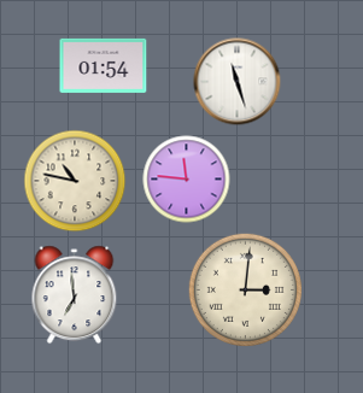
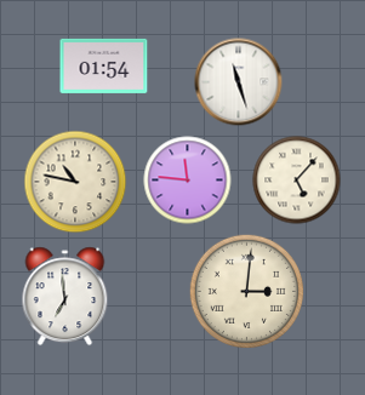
clock at (297, 181): none -> 5:07
clock at (75, 295) position: (75, 295) -> (65, 297)
